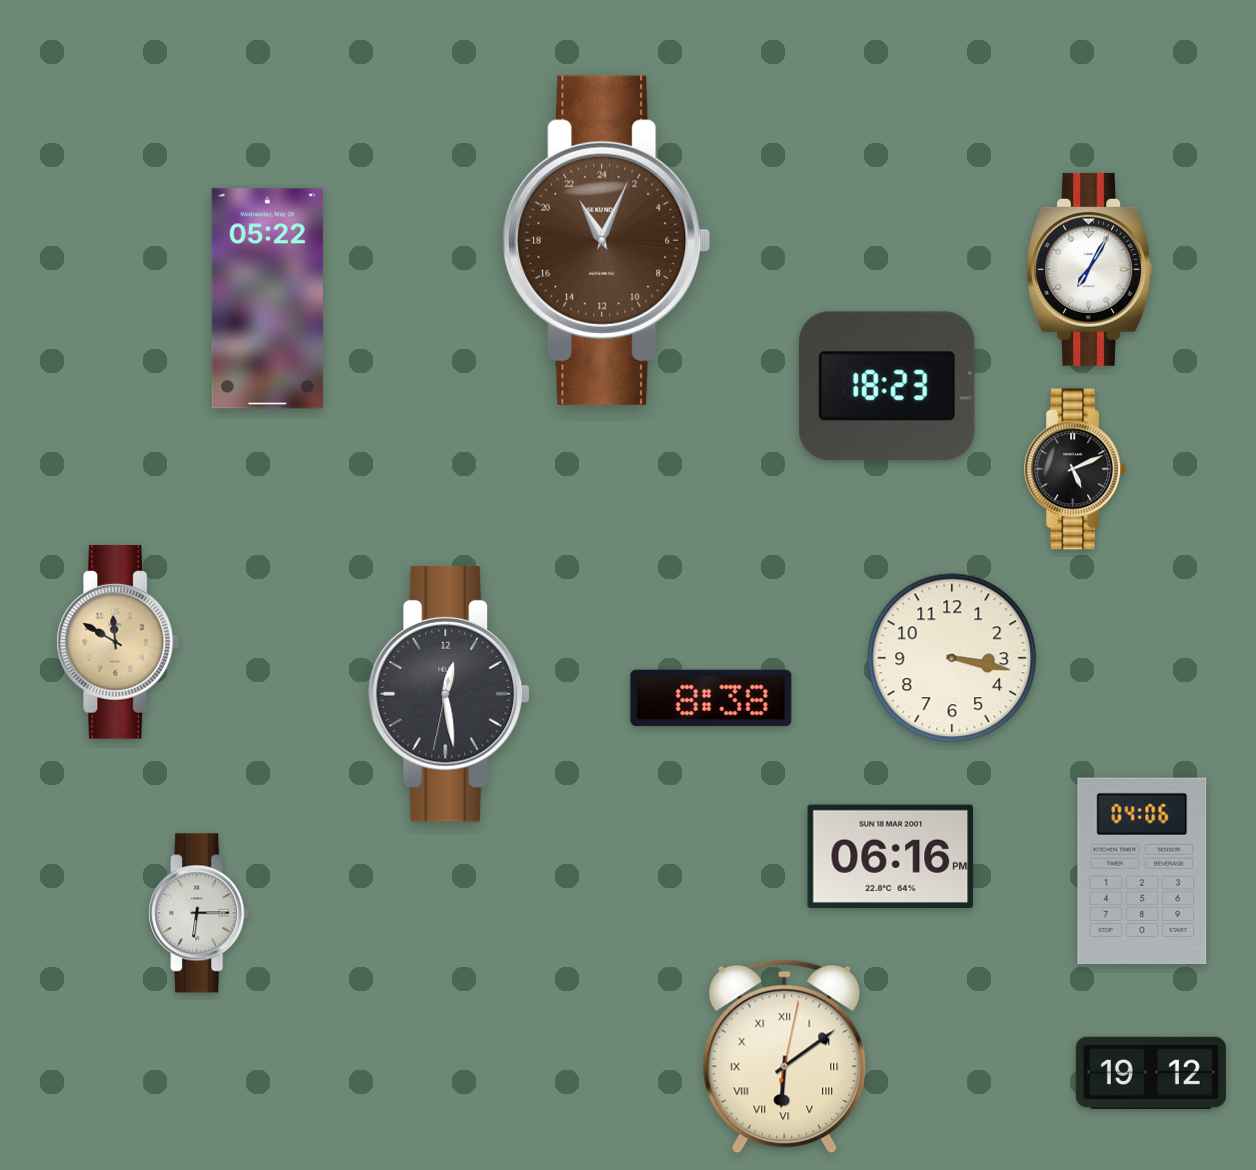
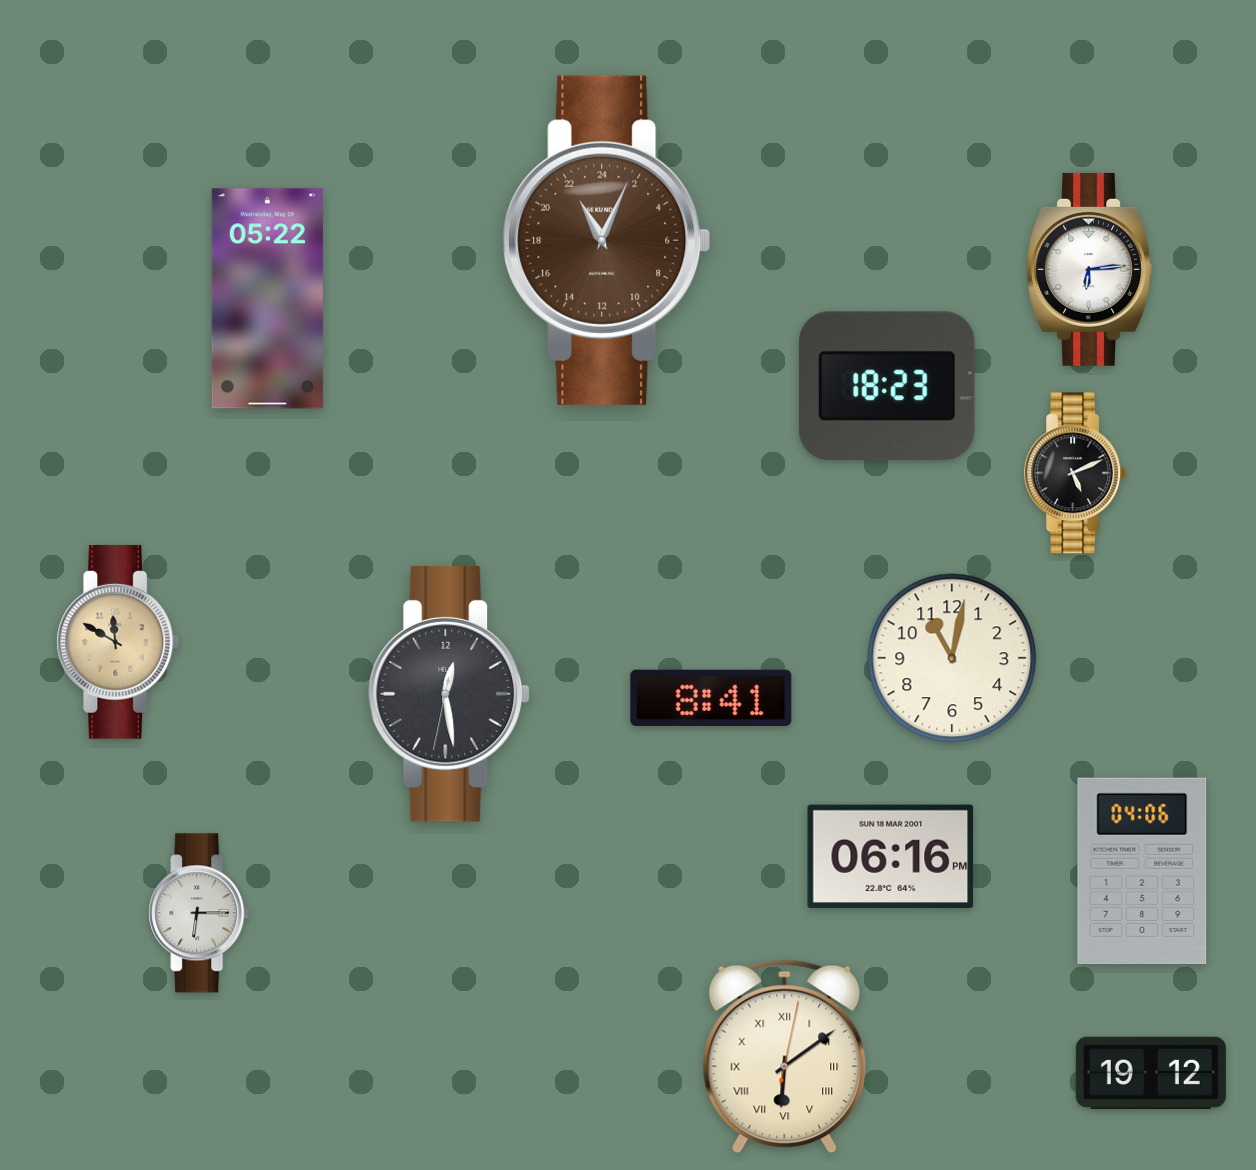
clock at (1089, 269): 7:05 -> 6:14
clock at (1076, 469) position: (1076, 469) -> (1076, 473)
clock at (952, 658): 3:17 -> 11:02
clock at (711, 698): 8:38 -> 8:41
